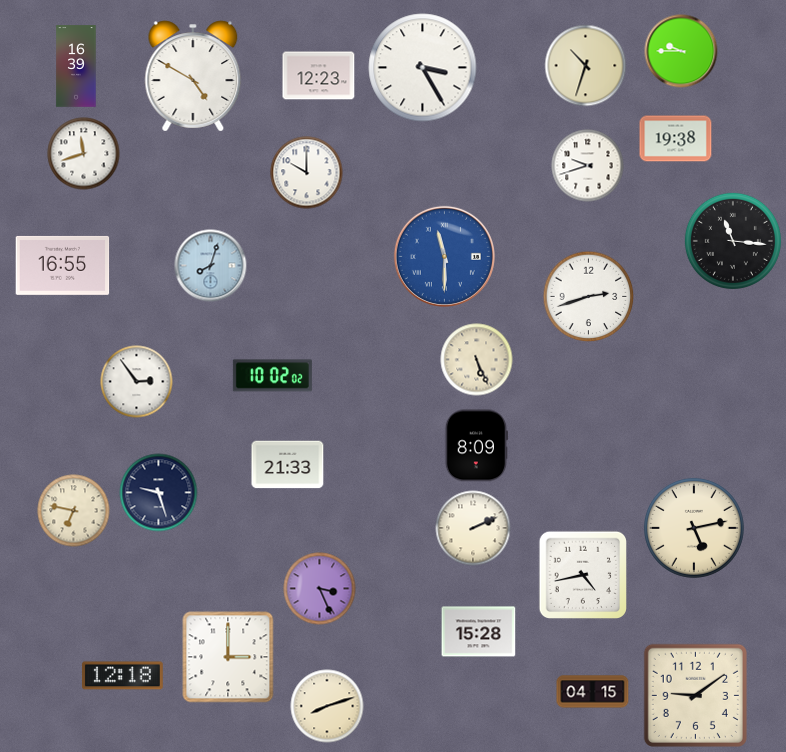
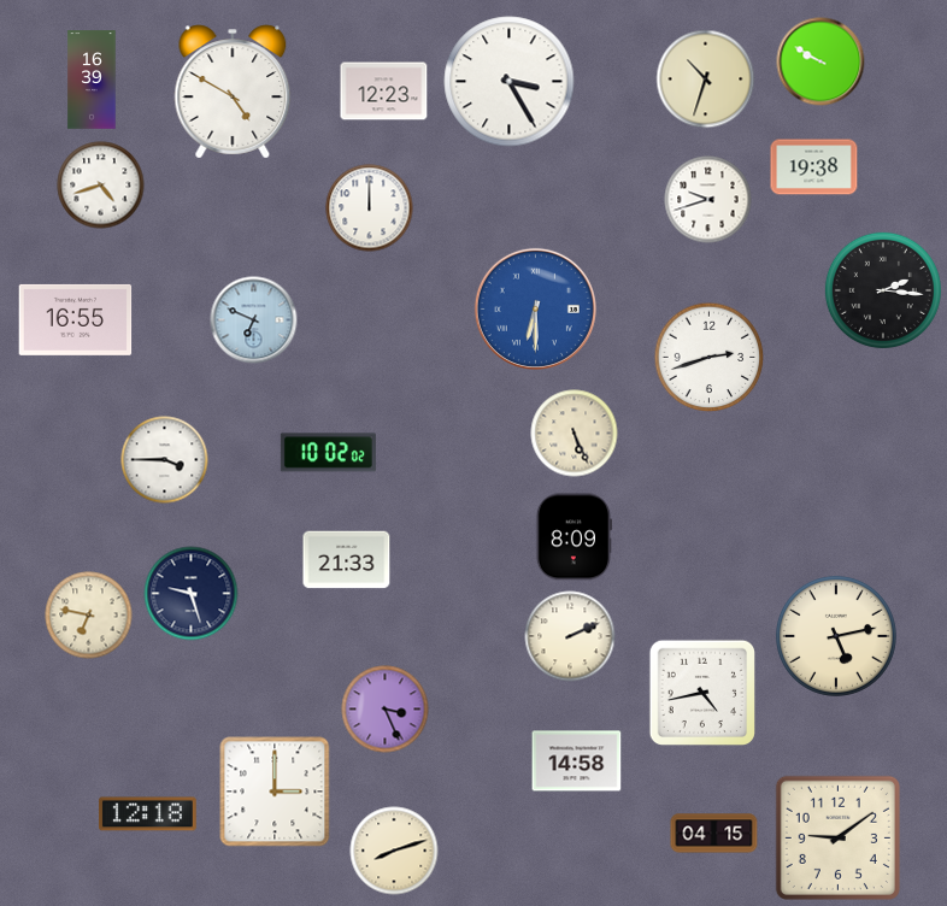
clock at (681, 51): 9:45 -> 9:50
clock at (84, 154): 11:42 -> 4:42
clock at (307, 173): 10:00 -> 12:00
clock at (733, 241): 11:16 -> 2:16
clock at (444, 256): 11:30 -> 6:30
clock at (211, 266): 8:03 -> 6:49
clock at (137, 382): 2:54 -> 3:45
clock at (479, 632): 15:28 -> 14:58
